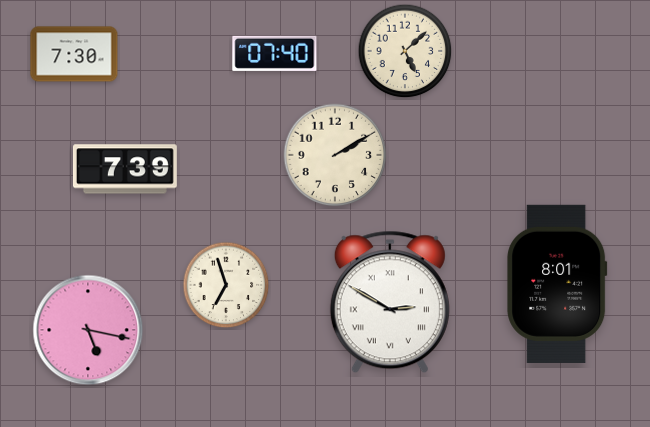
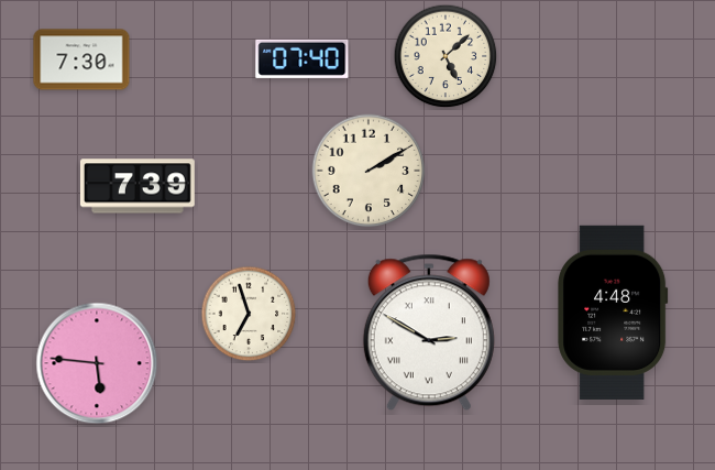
clock at (557, 284): 8:01 -> 4:48
clock at (88, 330): 5:17 -> 5:46
